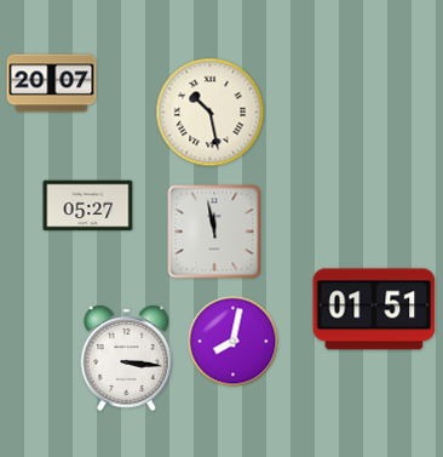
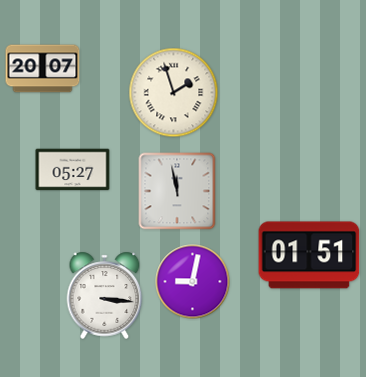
clock at (211, 113): 10:28 -> 1:57
clock at (234, 342): 8:02 -> 9:02
